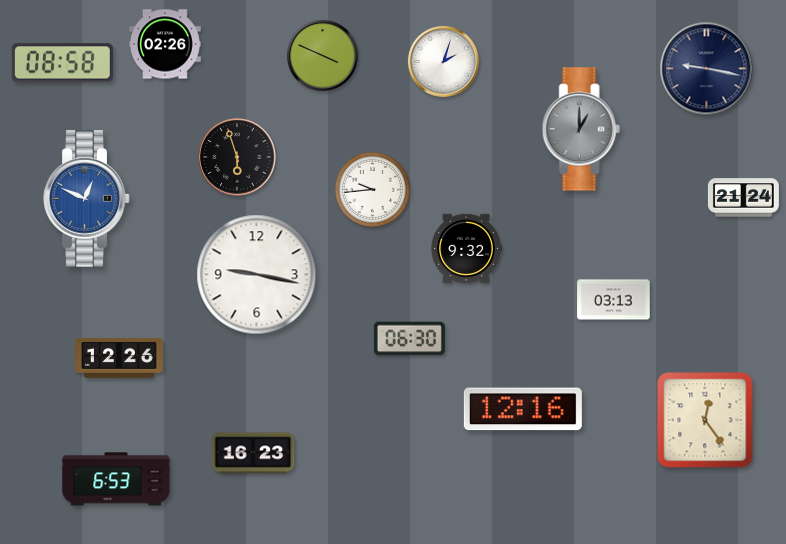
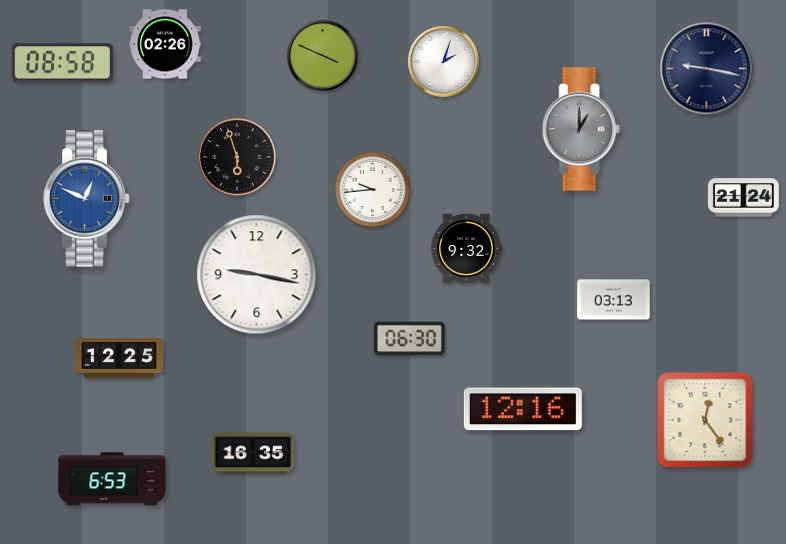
clock at (119, 359): 12:26 -> 12:25
clock at (253, 453): 16:23 -> 16:35
clock at (116, 479) position: (116, 479) -> (112, 479)
